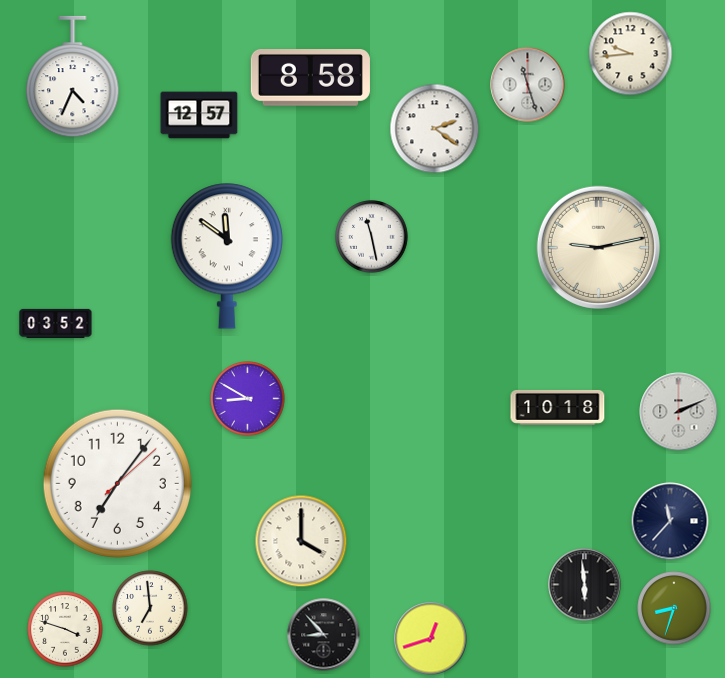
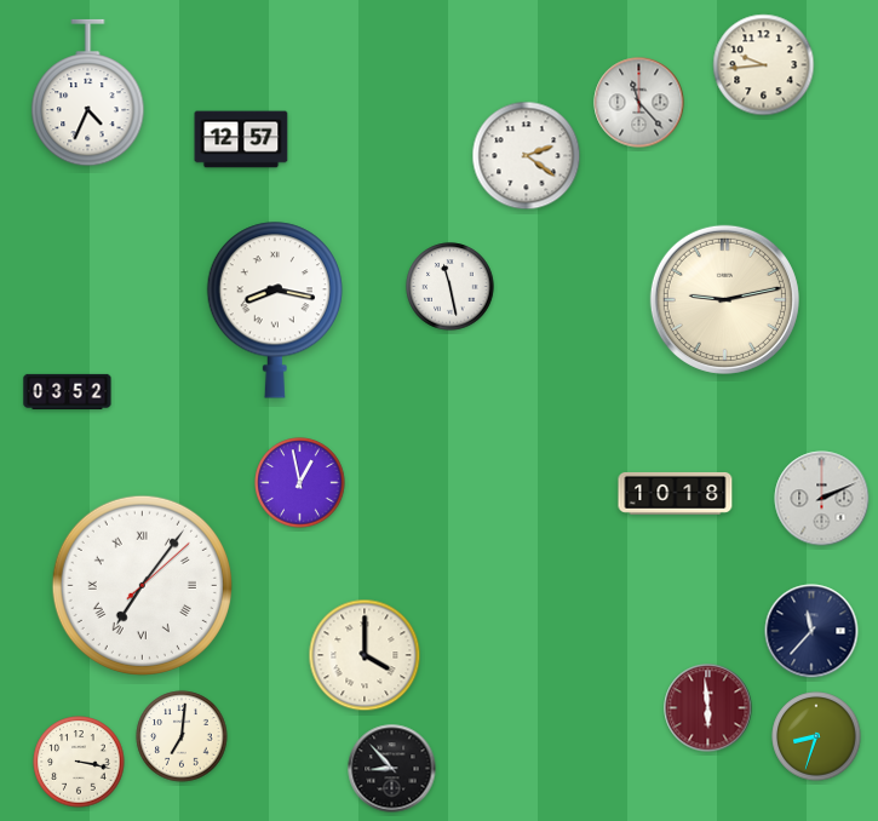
clock at (310, 78): 8:58 -> none
clock at (528, 85): 11:27 -> 11:23
clock at (227, 256): 11:51 -> 8:17
clock at (248, 399): 8:50 -> 12:58
clock at (117, 483) numerals: Arabic -> Roman
clock at (585, 585) dial: black -> burgundy
clock at (150, 608): 6:59 -> 7:01
clock at (65, 629): 3:48 -> 3:17
clock at (431, 639): 12:42 -> none
